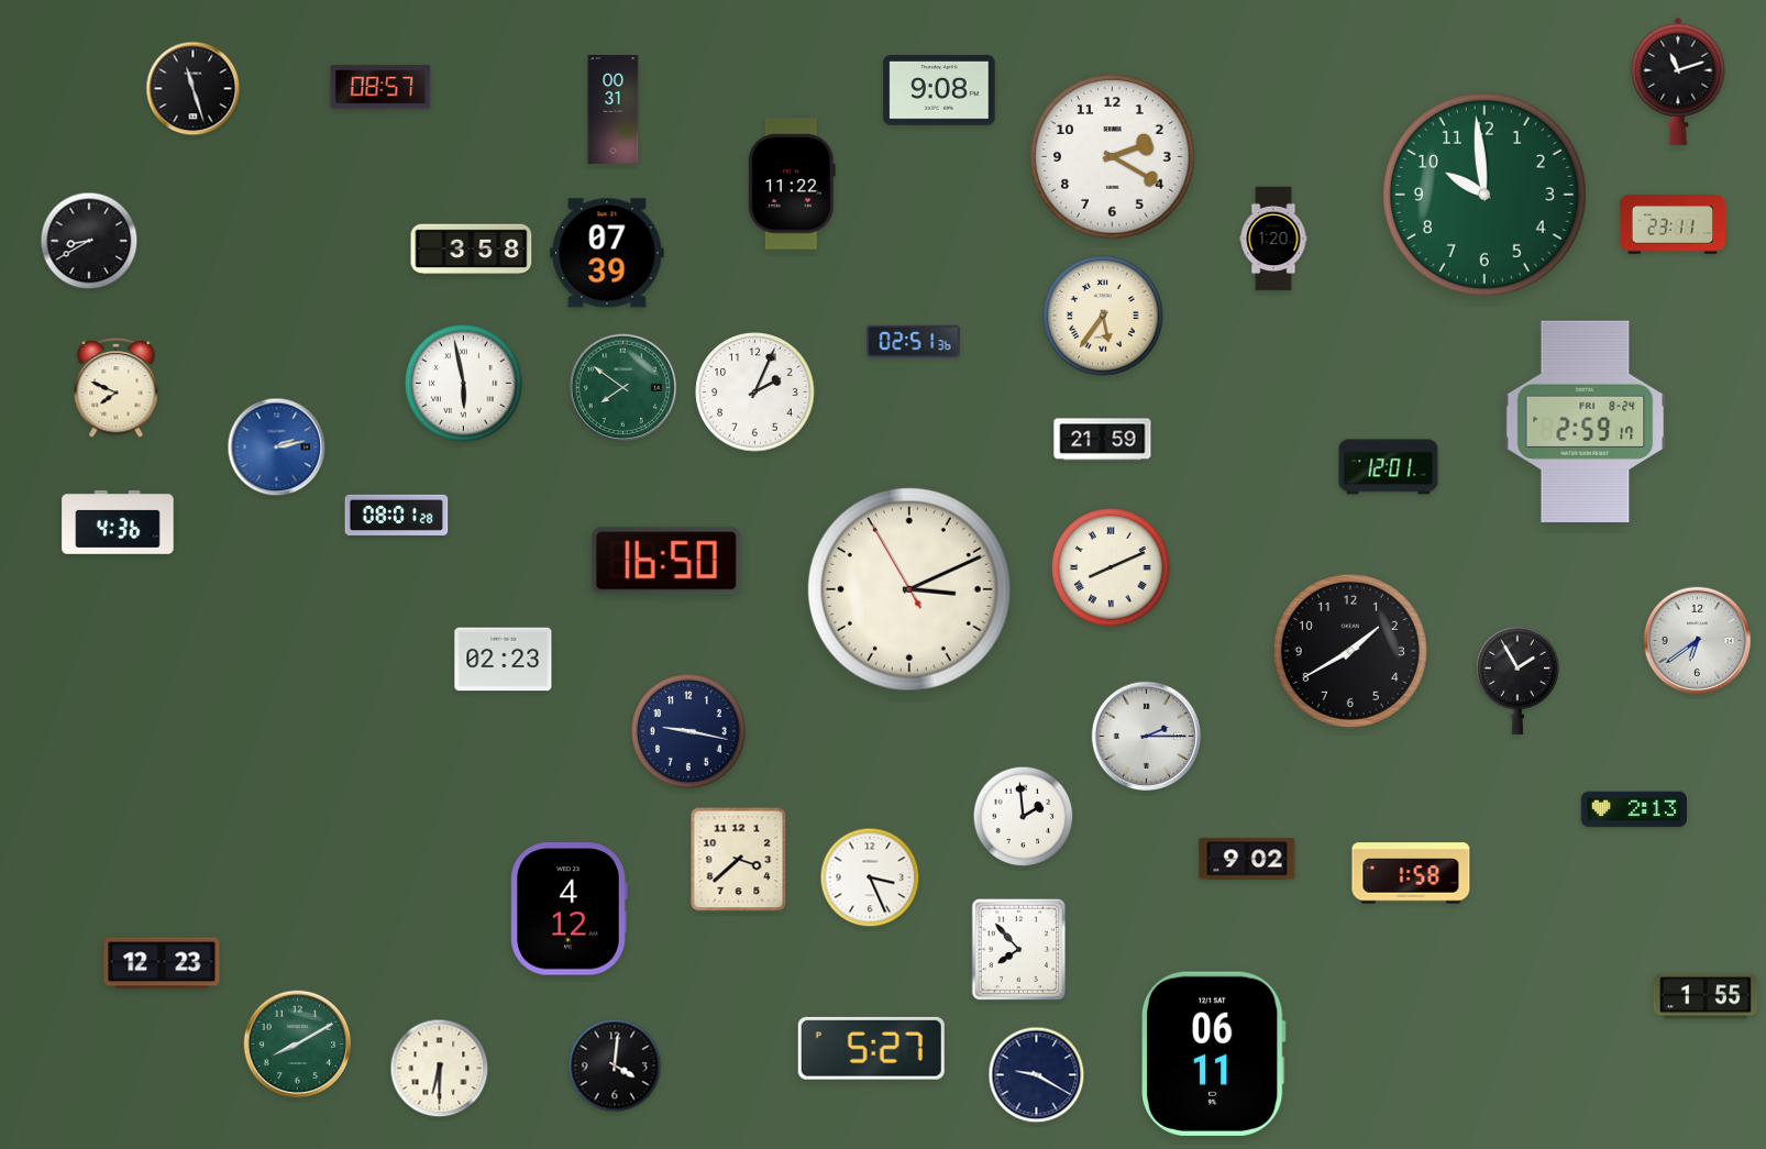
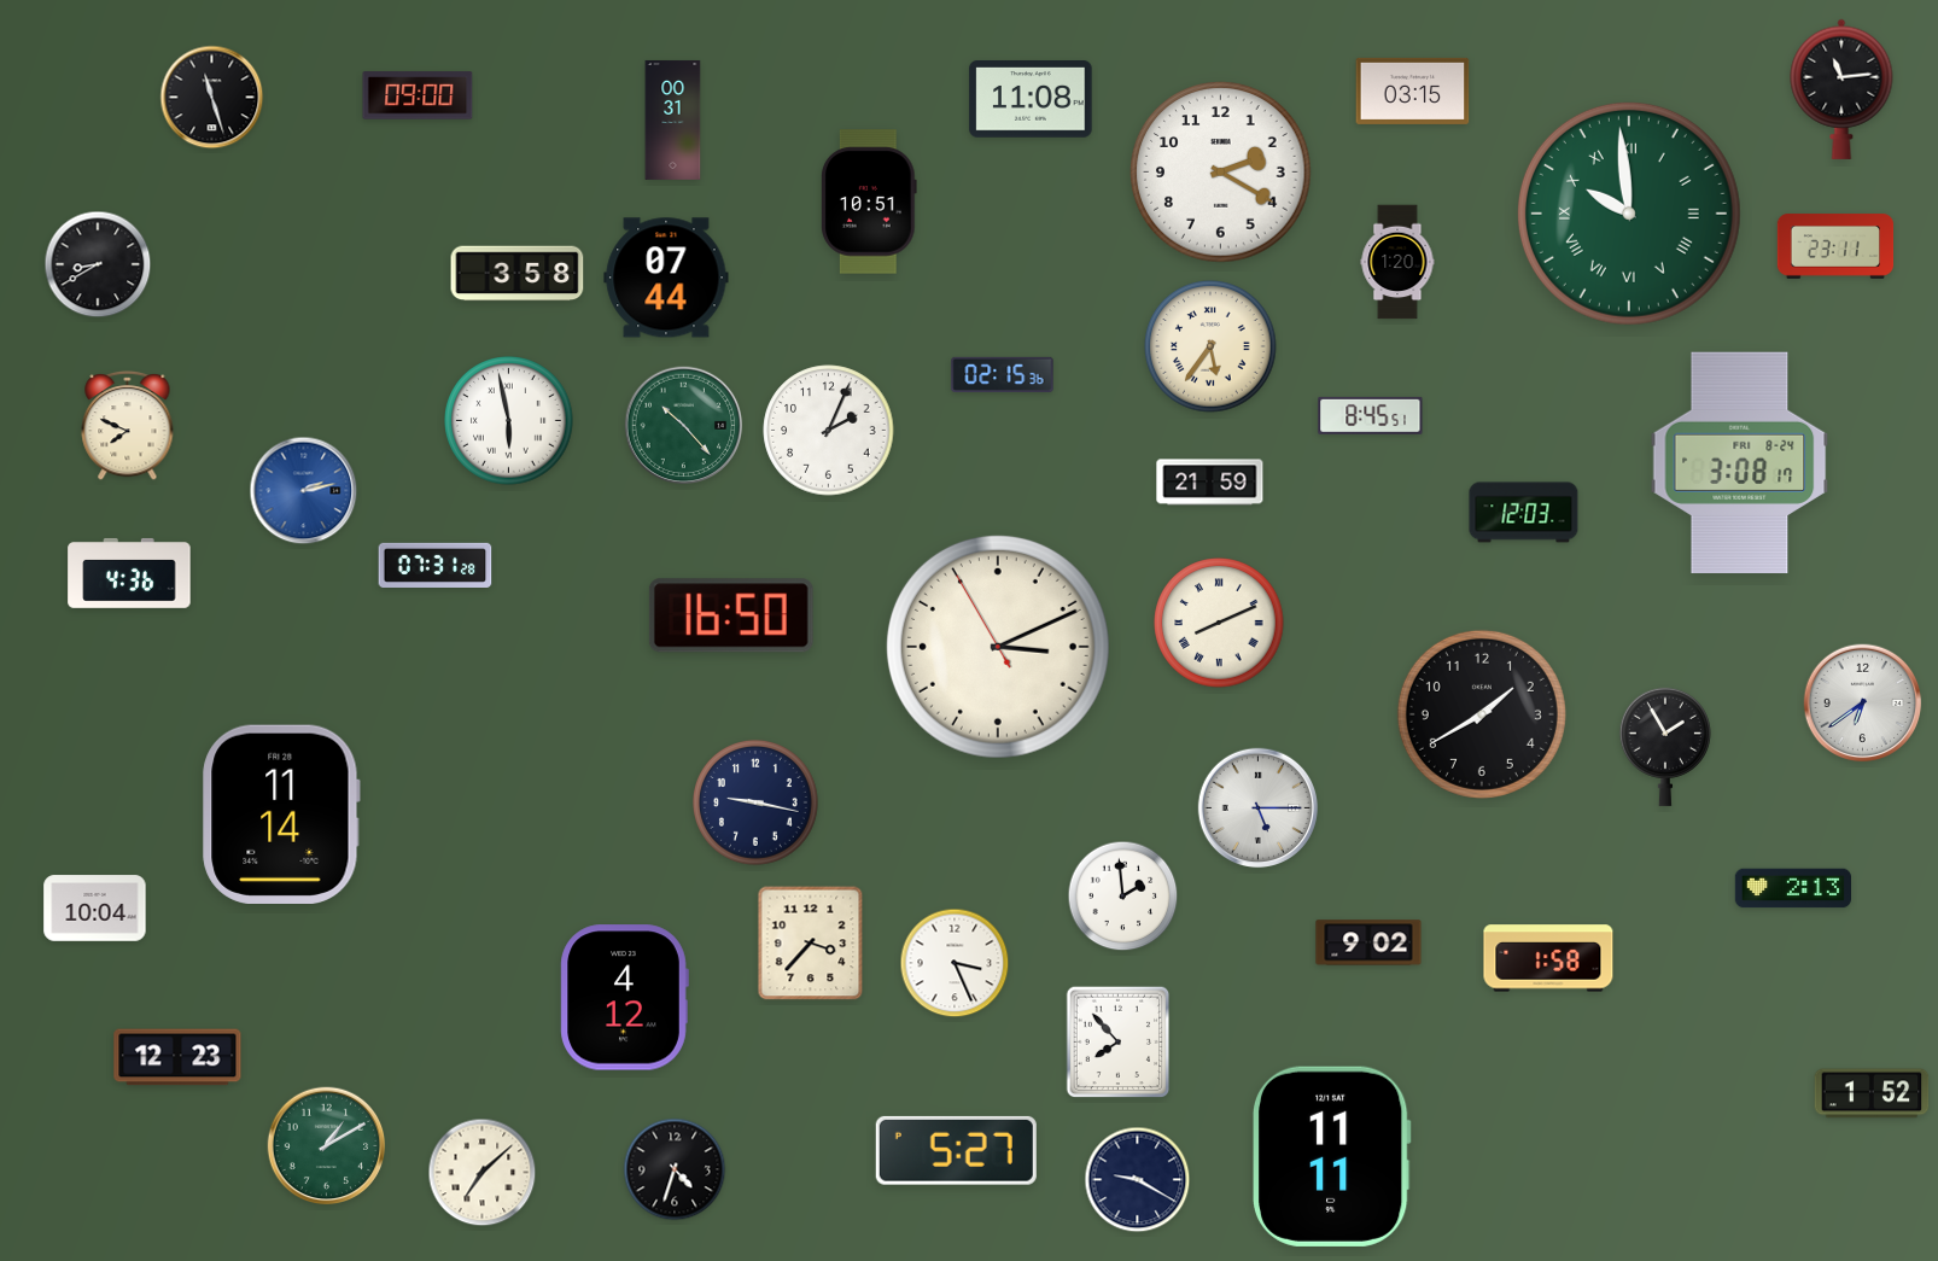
clock at (1678, 81): 11:12 -> 11:14
clock at (1413, 91): none -> 03:15
clock at (380, 87): 08:57 -> 09:00
clock at (939, 91): 9:08 -> 11:08
clock at (793, 184): 11:22 -> 10:51
clock at (1484, 195) numerals: Arabic -> Roman
clock at (607, 253): 07:39 -> 07:44
clock at (914, 341): 02:51 -> 02:15
clock at (1371, 415): none -> 8:45
clock at (623, 388): 7:51 -> 10:23
clock at (1586, 422): 2:59 -> 3:08
clock at (1389, 467): 12:01 -> 12:03
clock at (397, 515): 08:01 -> 07:31
clock at (504, 660): 02:23 -> none
clock at (1147, 737): 2:15 -> 5:15
clock at (281, 815): none -> 11:14
clock at (95, 909): none -> 10:04
clock at (739, 860): 3:38 -> 3:37
clock at (1706, 996): 1:55 -> 1:52
clock at (298, 1045): 8:10 -> 1:10
clock at (1214, 1053): 06:11 -> 11:11
clock at (615, 1065): 4:01 -> 4:33
clock at (440, 1069): 6:30 -> 7:08
